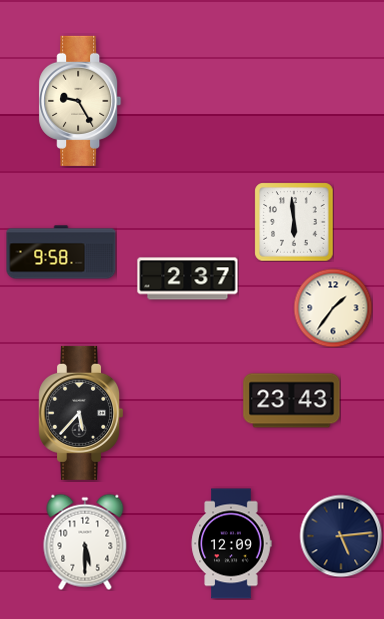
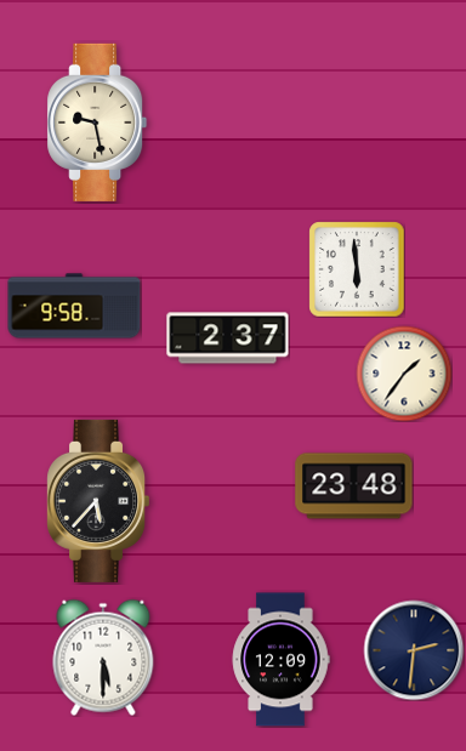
clock at (80, 101): 9:25 -> 9:28
clock at (292, 401): 23:43 -> 23:48
clock at (341, 536): 5:14 -> 2:31
